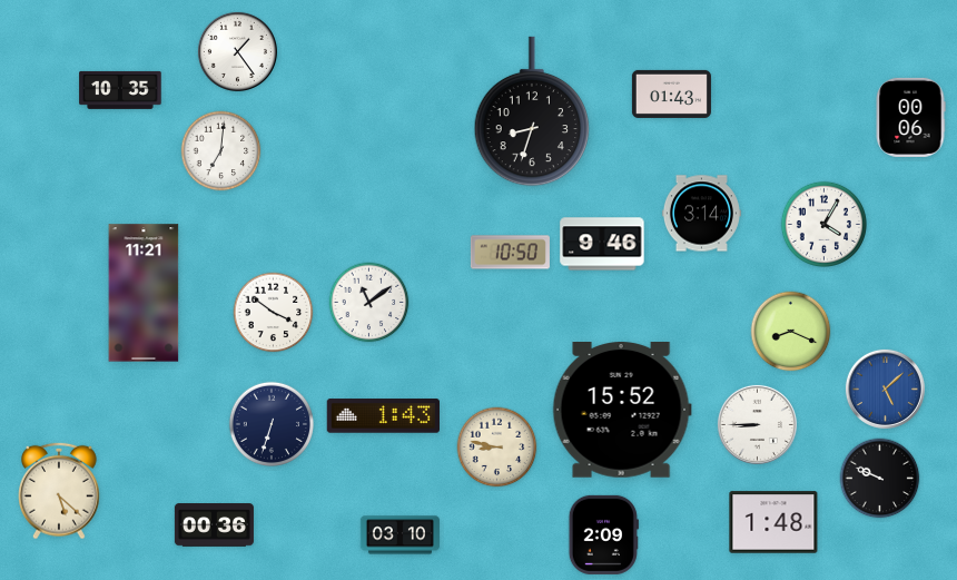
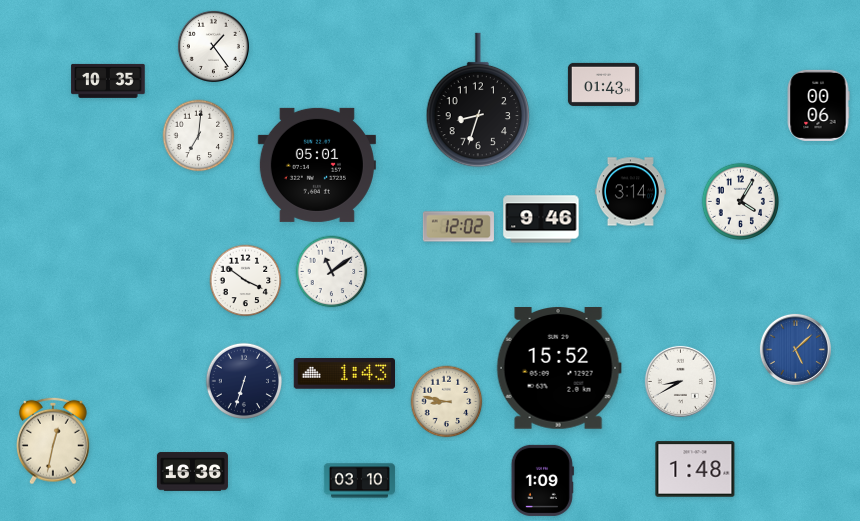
clock at (317, 165): none -> 05:01
clock at (510, 253): 10:50 -> 12:02
clock at (144, 293): 11:21 -> none
clock at (791, 332): 8:19 -> none
clock at (757, 424): 8:45 -> 8:40
clock at (880, 479): 9:49 -> none
clock at (60, 491): 5:22 -> 12:32
clock at (214, 525): 00:36 -> 16:36
clock at (603, 534): 2:09 -> 1:09
